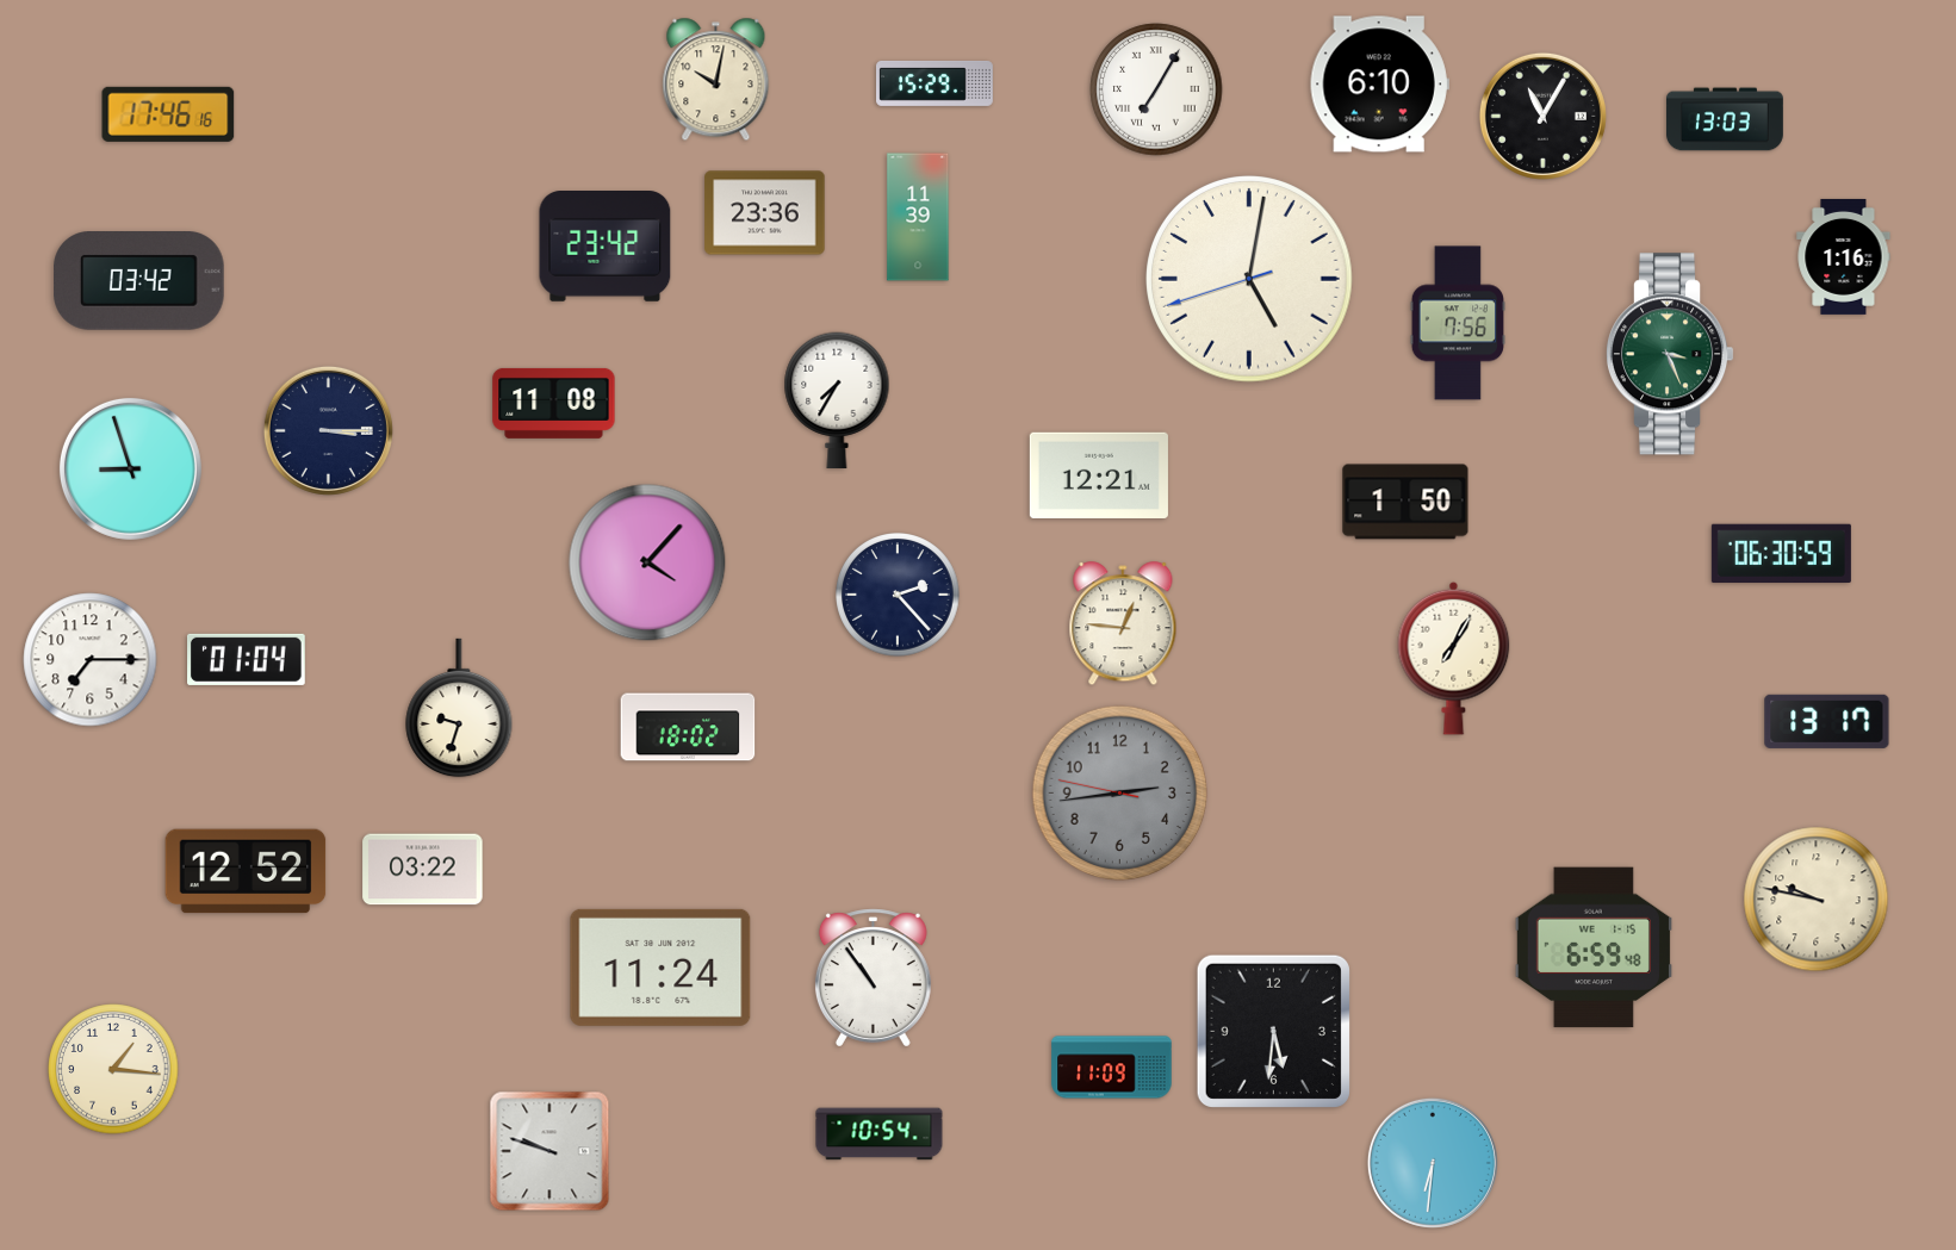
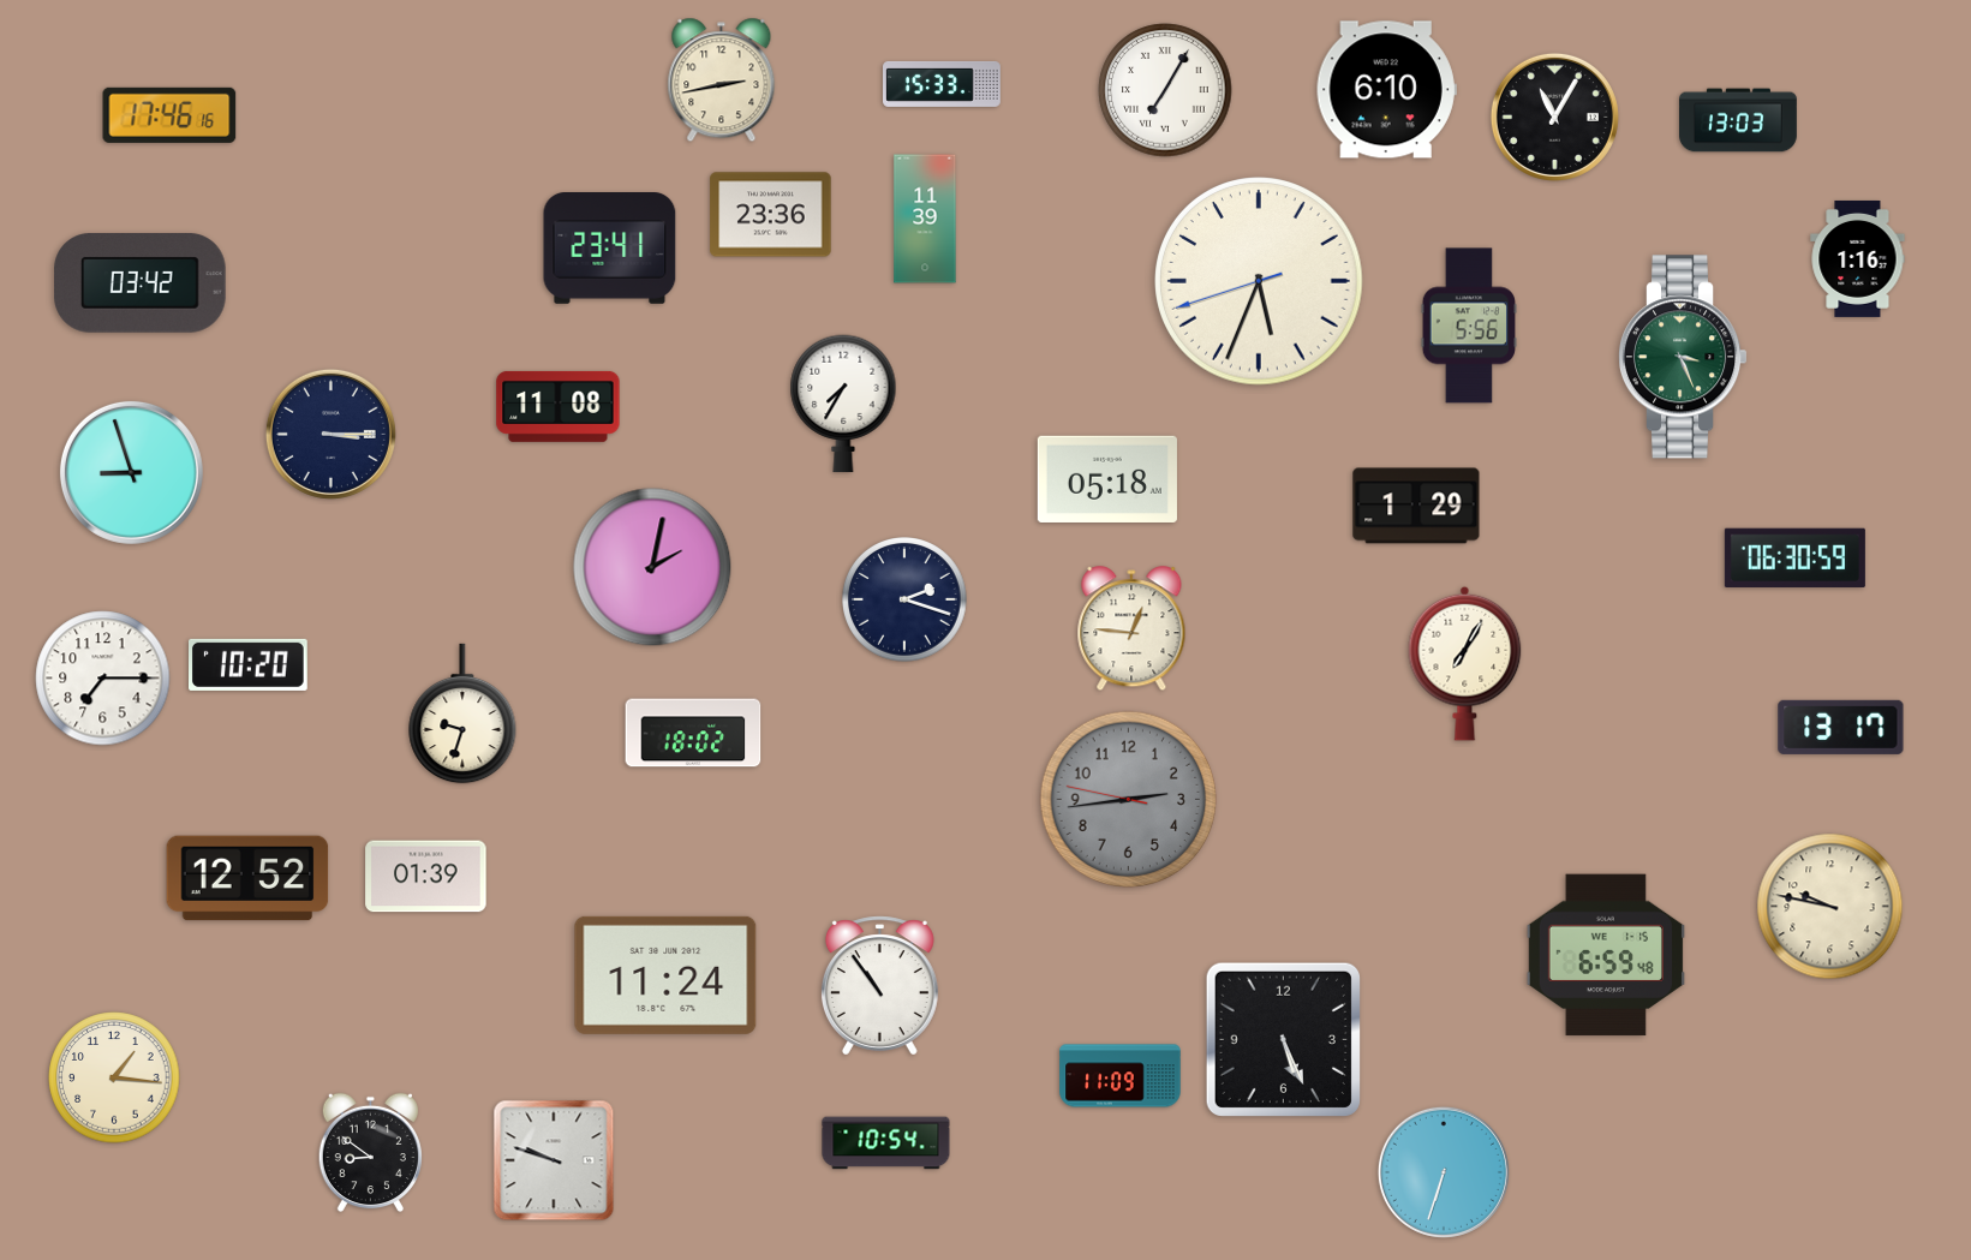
clock at (716, 80): 10:02 -> 2:43
clock at (936, 83): 15:29 -> 15:33
clock at (1379, 85) position: (1379, 85) -> (1386, 90)
clock at (606, 247): 23:42 -> 23:41
clock at (1249, 279): 5:01 -> 5:33
clock at (1458, 323): 7:56 -> 5:56
clock at (1099, 475): 12:21 -> 05:18
clock at (1405, 502): 1:50 -> 1:29
clock at (647, 562): 4:07 -> 2:02
clock at (899, 596): 2:23 -> 2:18
clock at (247, 659): 01:04 -> 10:20
clock at (91, 660) position: (91, 660) -> (103, 679)
clock at (423, 870): 03:22 -> 01:39
clock at (1273, 1031): 5:31 -> 5:26
clock at (370, 1153): none -> 8:51
clock at (1433, 1163): 6:31 -> 6:33
